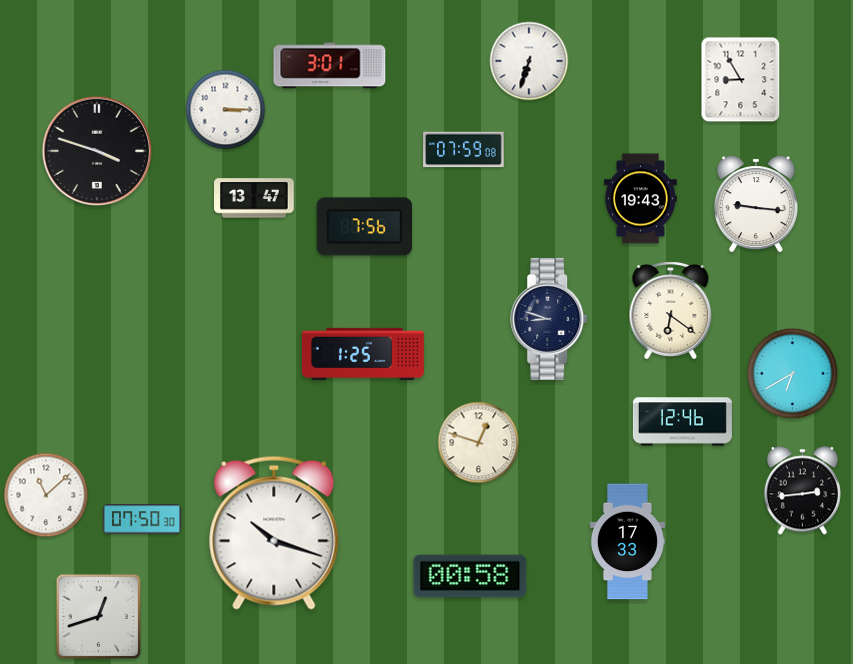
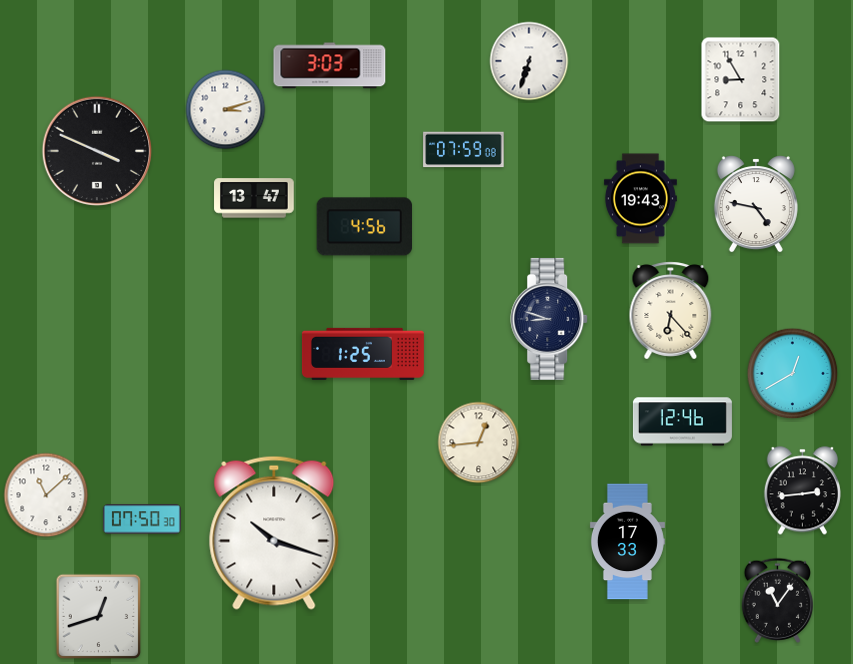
clock at (330, 66): 3:01 -> 3:03
clock at (226, 110): 3:15 -> 3:12
clock at (97, 151): 3:48 -> 3:49
clock at (756, 204): 9:16 -> 4:47
clock at (365, 227): 7:56 -> 4:56
clock at (671, 311): 6:21 -> 6:23
clock at (793, 374): 6:40 -> 12:40
clock at (479, 443): 12:48 -> 12:44
clock at (470, 576): 00:58 -> none
clock at (778, 600): none -> 11:06
